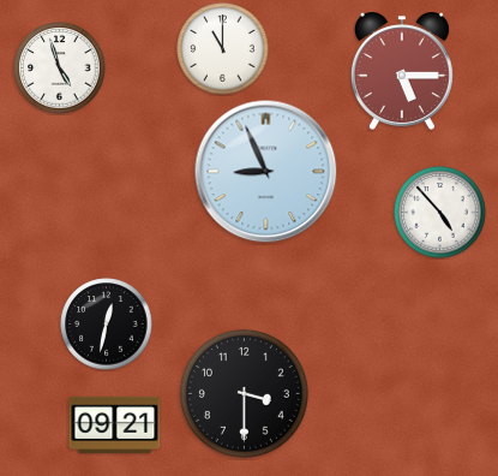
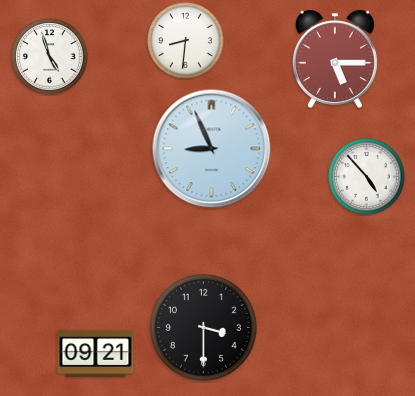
clock at (223, 49): 11:00 -> 8:31
clock at (266, 172) position: (266, 172) -> (212, 149)
clock at (107, 325): 12:32 -> none
